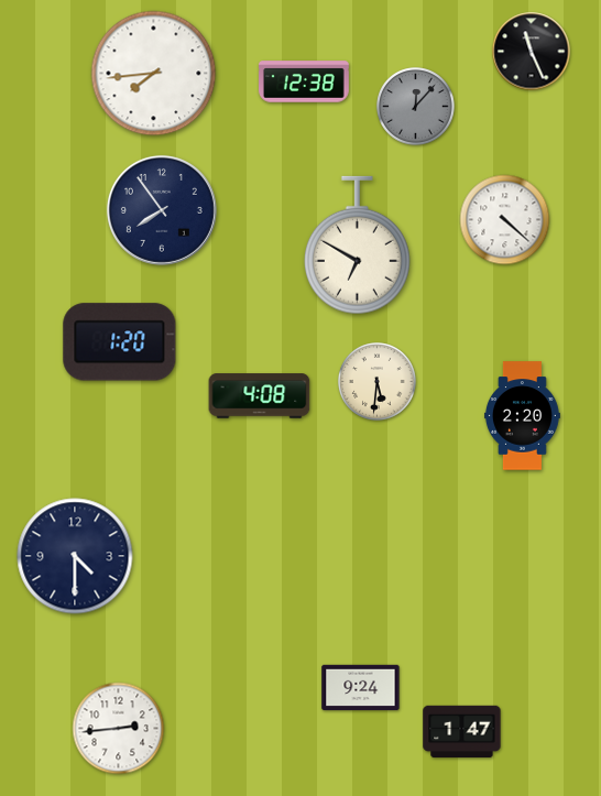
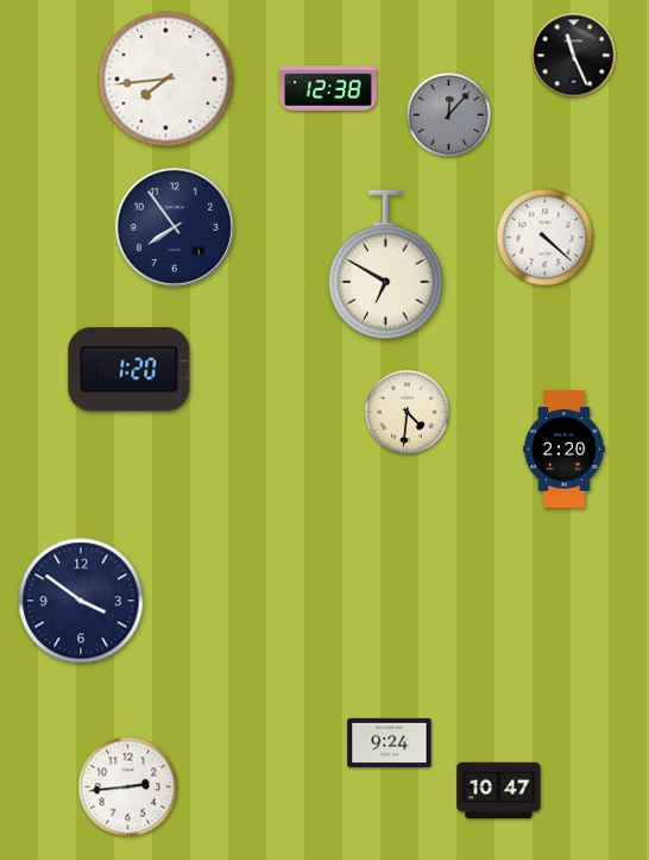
clock at (378, 382): 5:31 -> 4:31
clock at (260, 396): 4:08 -> none
clock at (75, 556): 4:30 -> 3:51
clock at (462, 732): 1:47 -> 10:47
